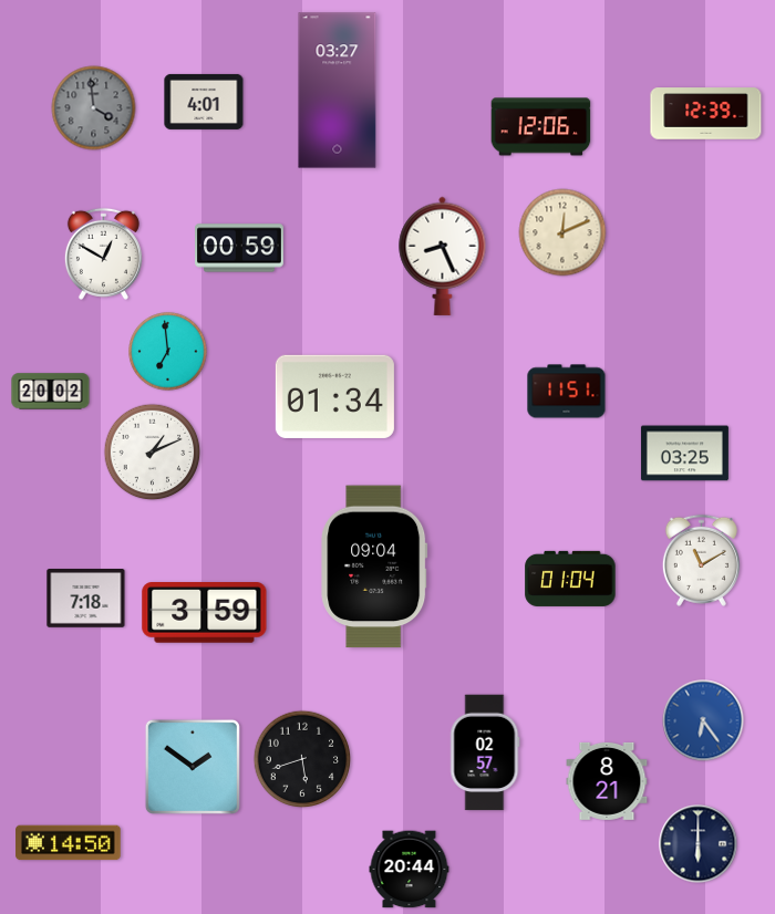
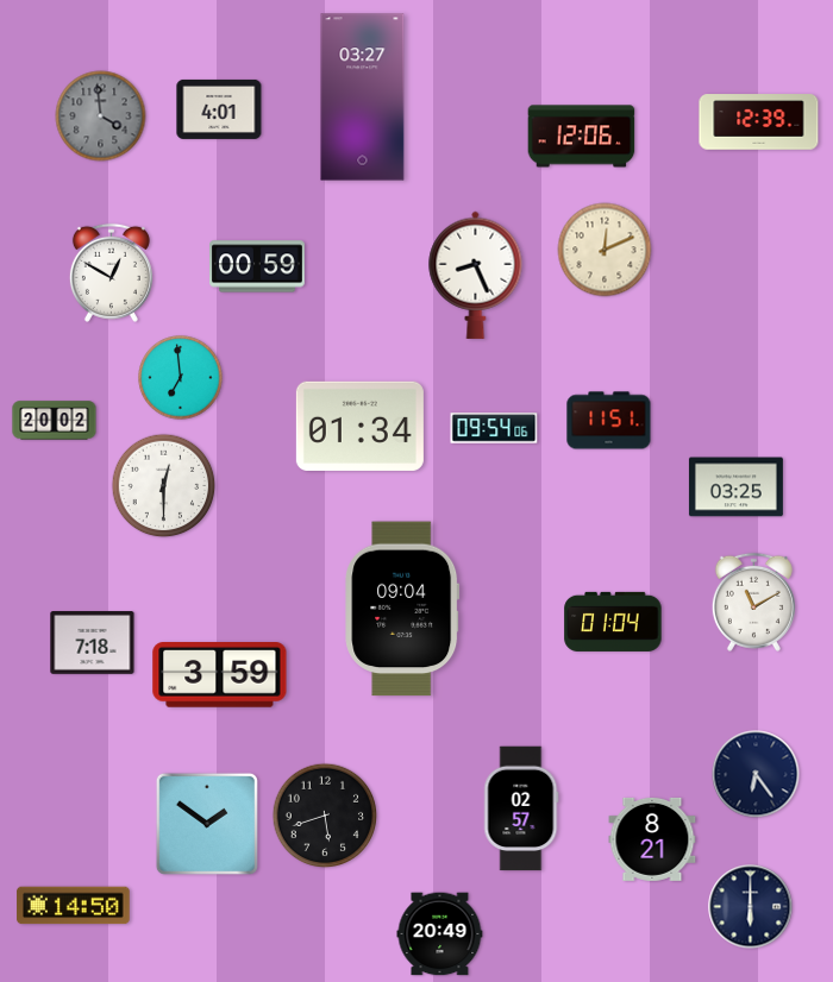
clock at (494, 428): none -> 09:54
clock at (153, 453): 1:11 -> 12:30
clock at (205, 613) position: (205, 613) -> (220, 675)
clock at (703, 720) dial: blue -> navy
clock at (410, 870): 20:44 -> 20:49
